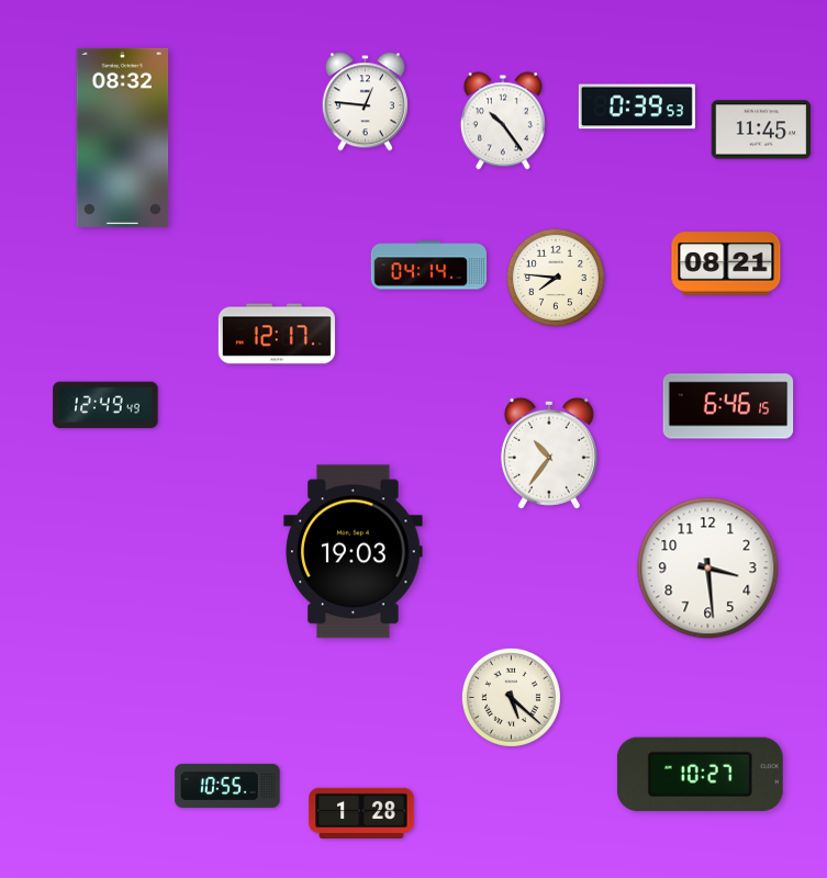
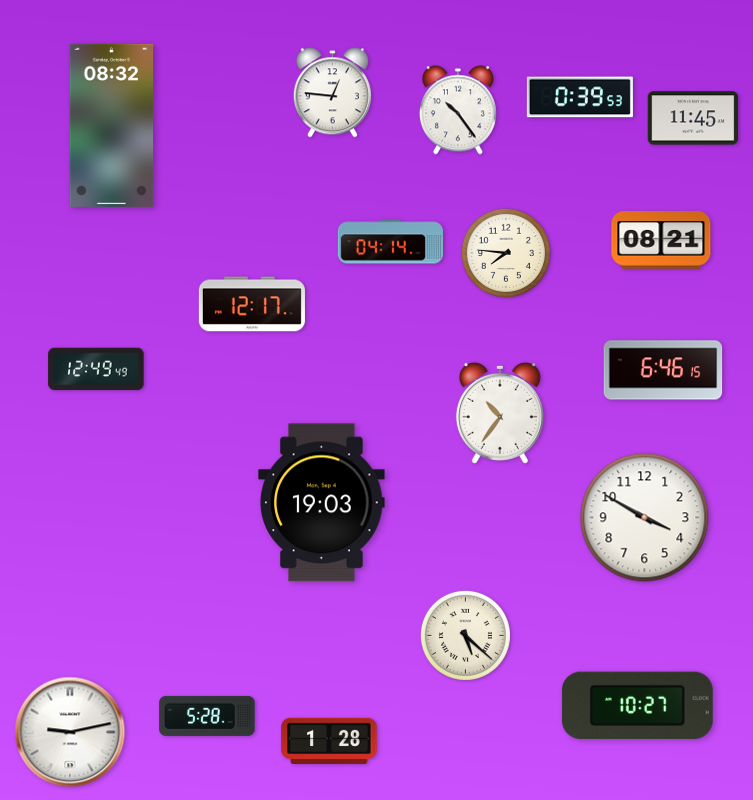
clock at (708, 569): 3:29 -> 3:50
clock at (227, 786): 10:55 -> 5:28
clock at (70, 732): none -> 9:13
